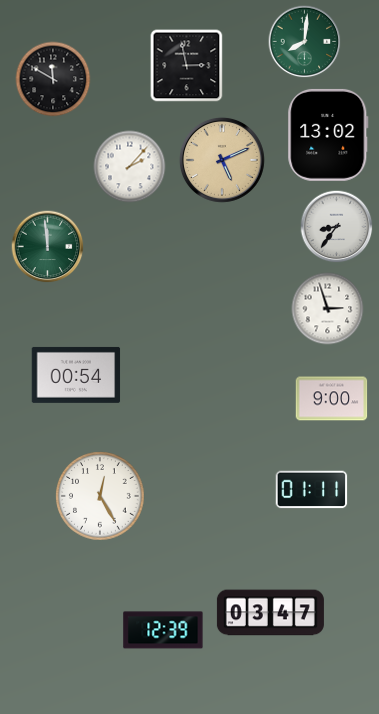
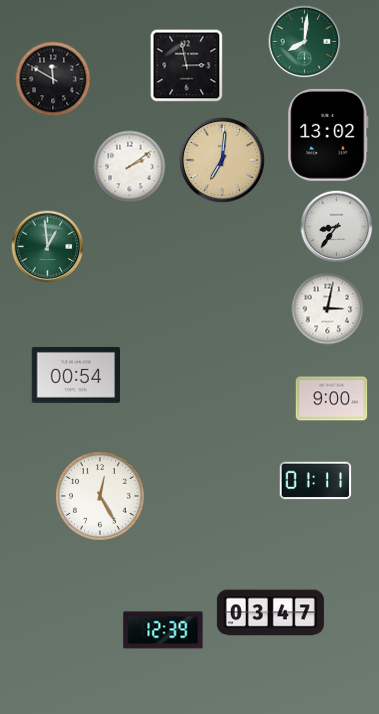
clock at (222, 160): 5:11 -> 7:01
clock at (130, 167): 2:07 -> 2:09
clock at (48, 247): 11:59 -> 12:59
clock at (328, 309): 2:57 -> 3:02
clock at (312, 490) position: (312, 490) -> (316, 481)
